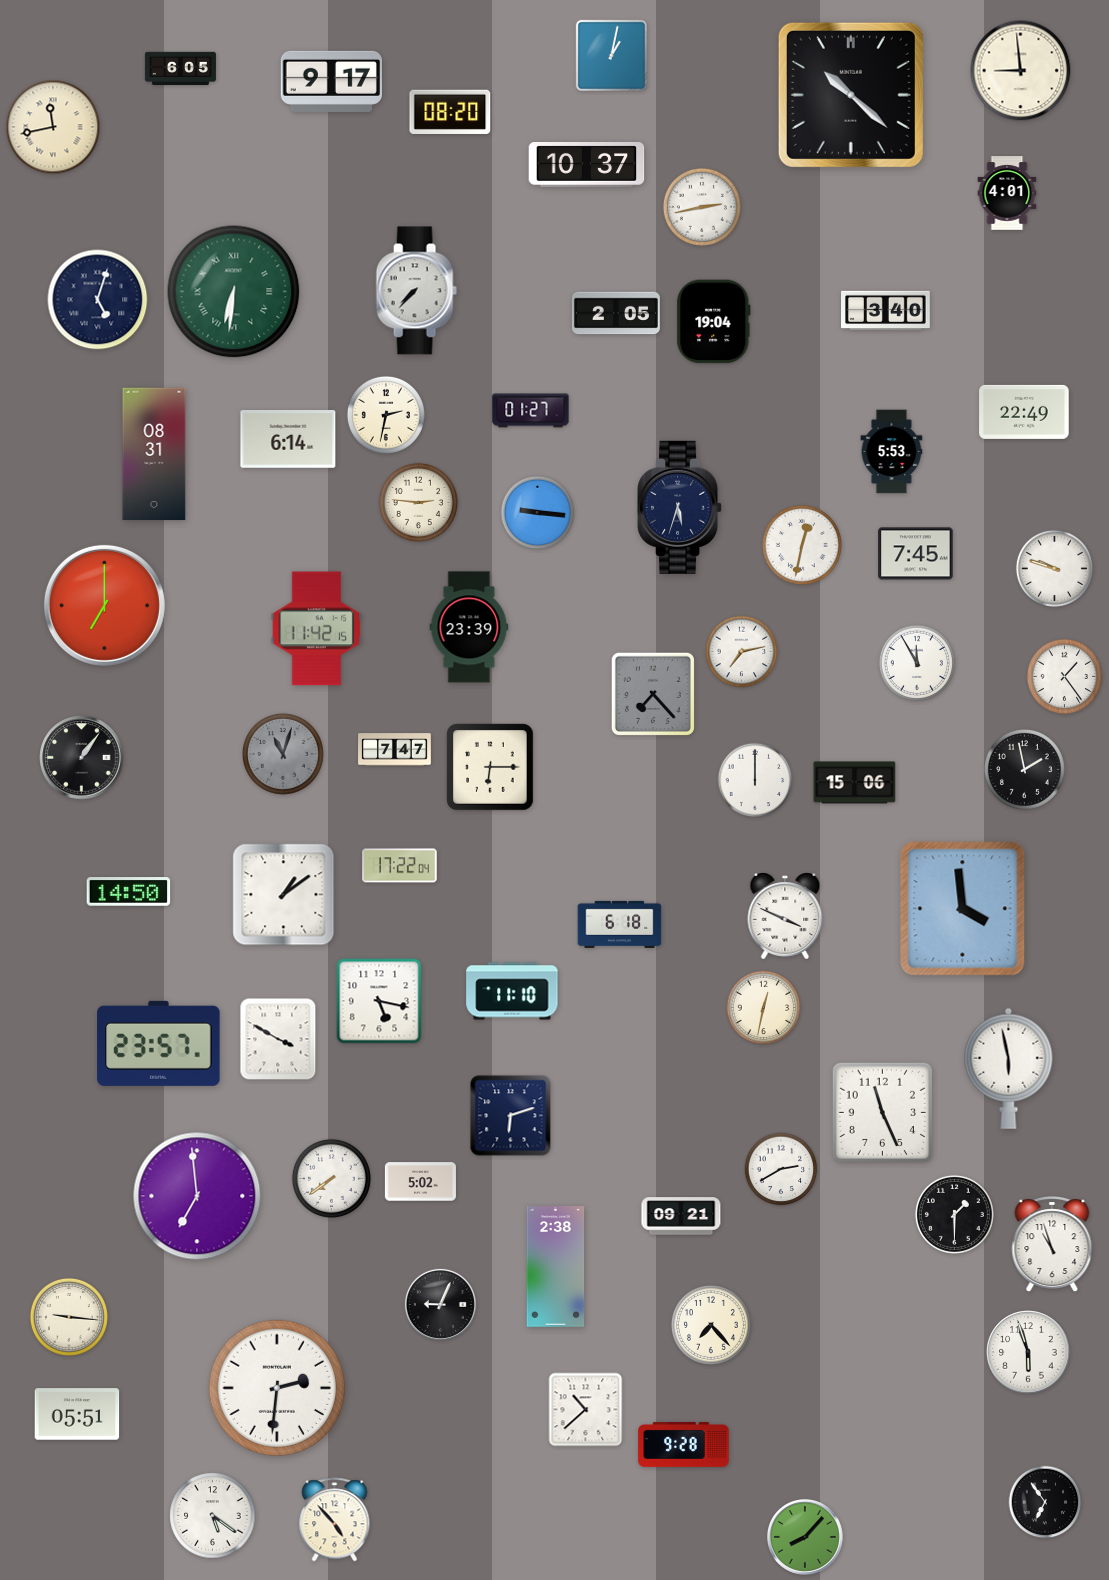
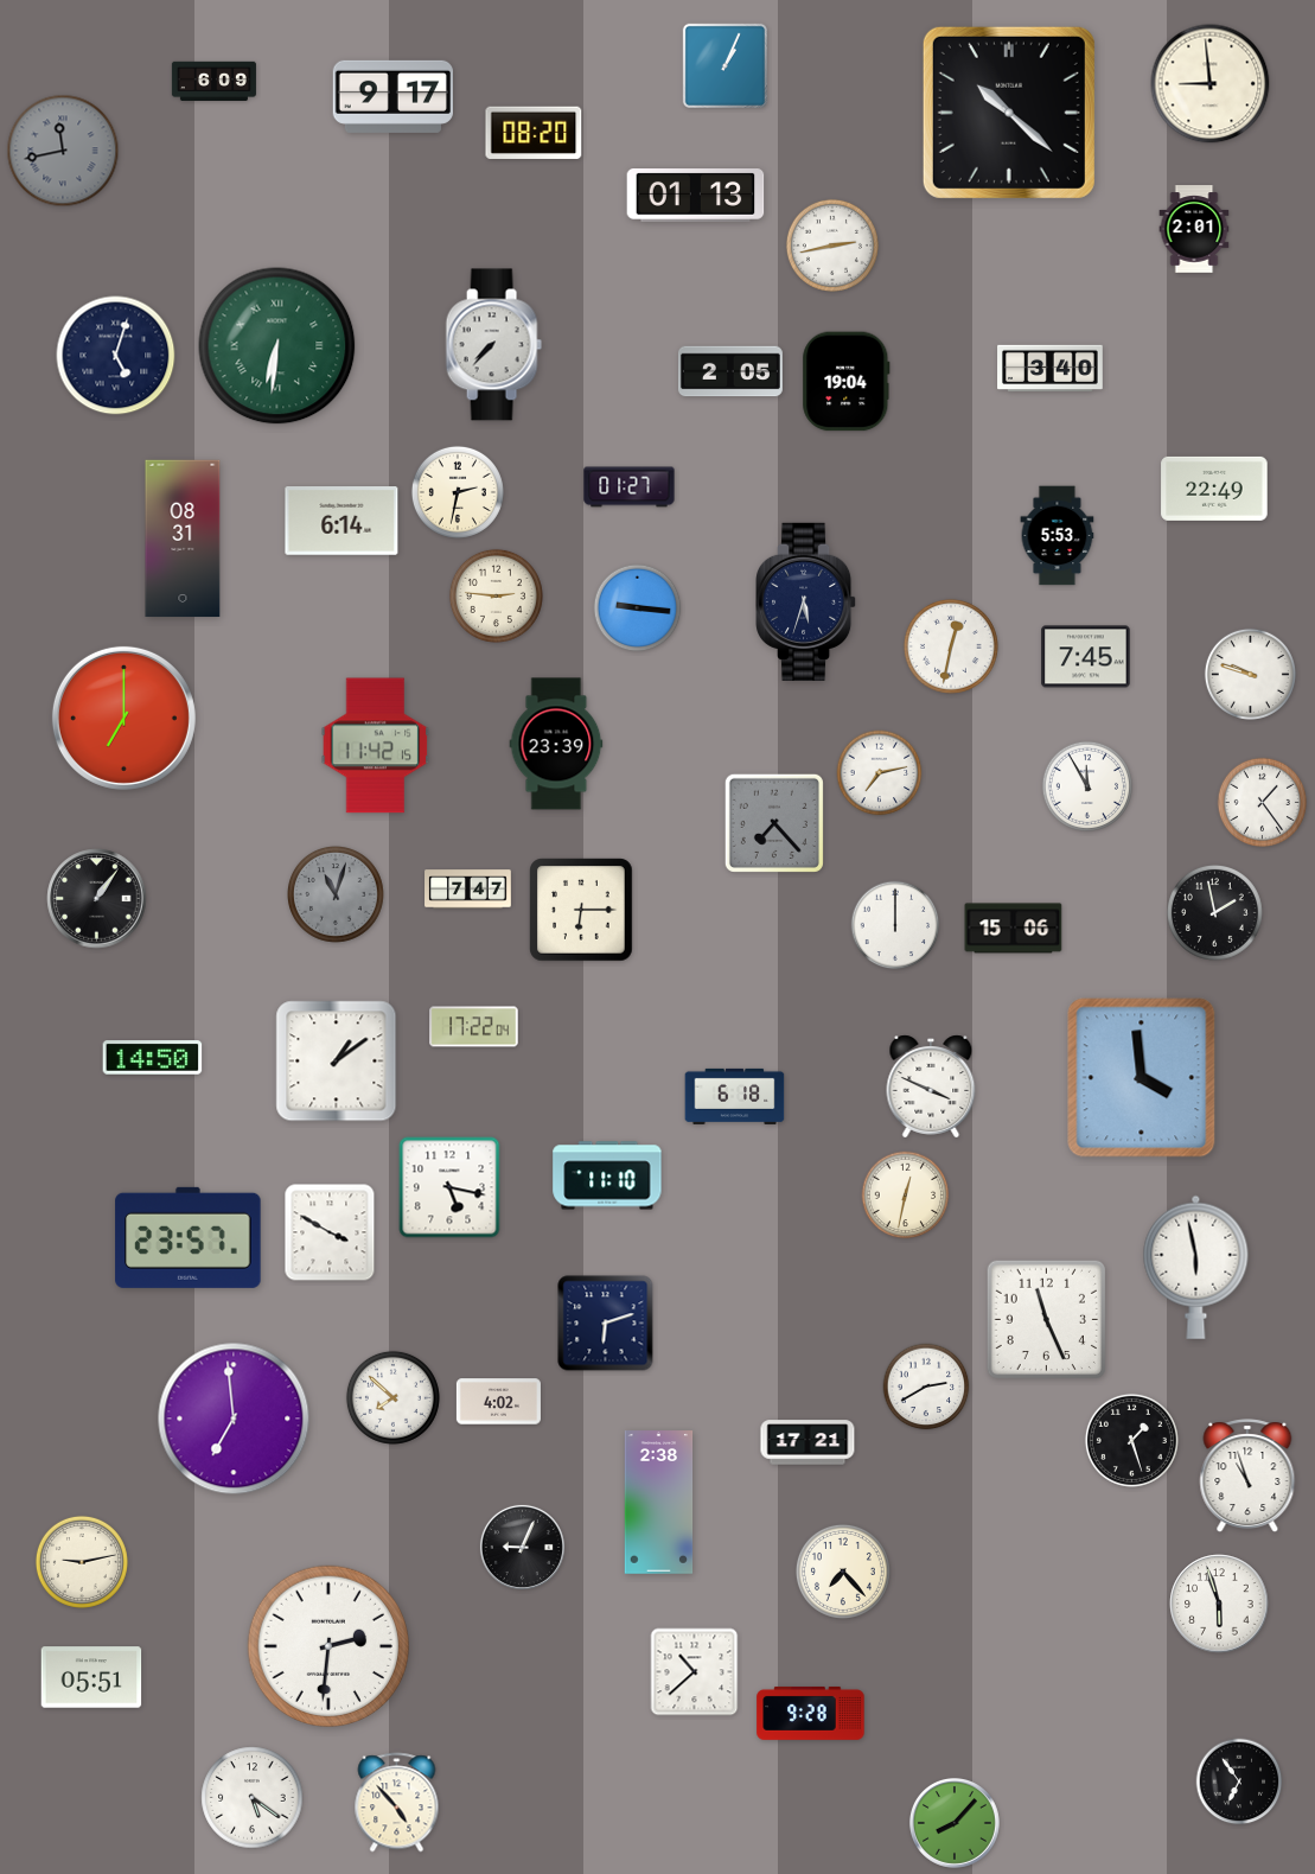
clock at (611, 55): 1:02 -> 1:04
clock at (180, 68): 6:05 -> 6:09
clock at (53, 127) dial: cream -> grey
clock at (587, 165): 10:37 -> 01:13
clock at (1007, 193): 4:01 -> 2:01
clock at (331, 1178): 7:39 -> 7:52
clock at (420, 1182): 5:02 -> 4:02
clock at (954, 1214): 1:30 -> 1:27
clock at (681, 1216): 09:21 -> 17:21
clock at (69, 1317): 9:16 -> 9:13
